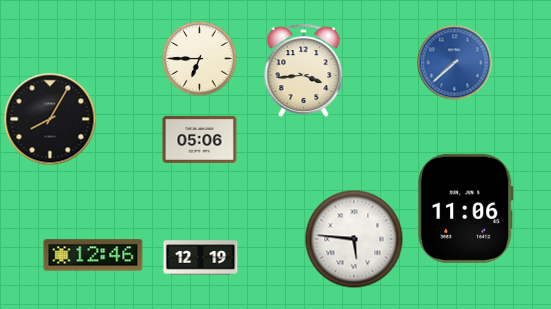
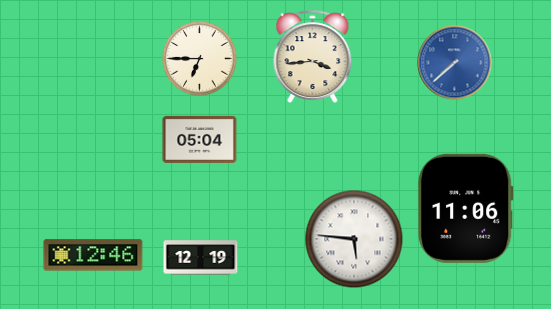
clock at (304, 70) position: (304, 70) -> (313, 56)
clock at (50, 119): 8:05 -> none
clock at (200, 139): 05:06 -> 05:04
